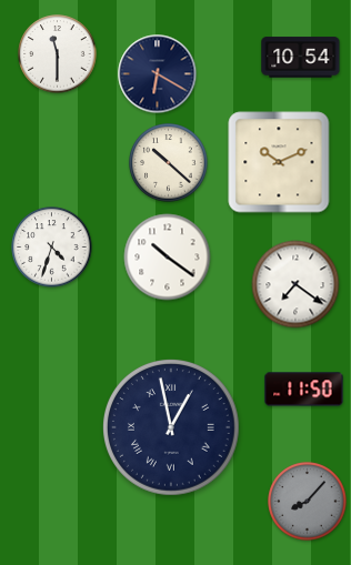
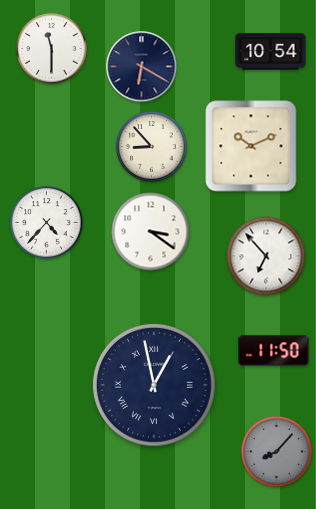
clock at (169, 163): 10:22 -> 8:53
clock at (52, 248): 4:33 -> 4:37
clock at (168, 258): 10:21 -> 3:21
clock at (295, 284): 7:21 -> 6:53
